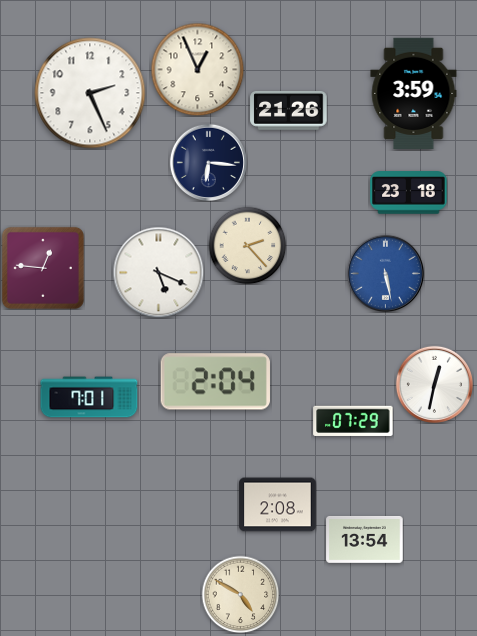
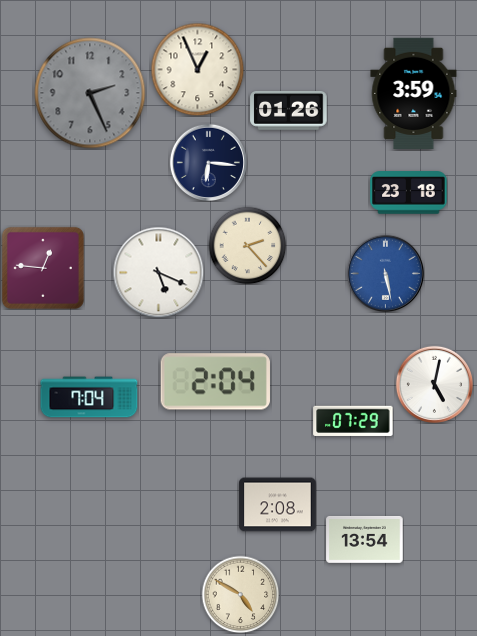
clock at (90, 93) dial: white -> grey
clock at (289, 111): 21:26 -> 01:26
clock at (434, 384): 12:32 -> 5:02
clock at (89, 397): 7:01 -> 7:04
